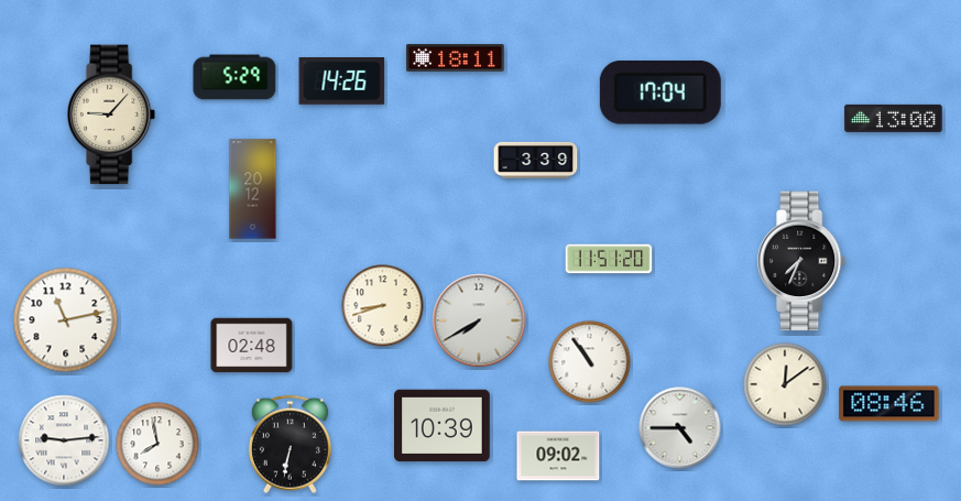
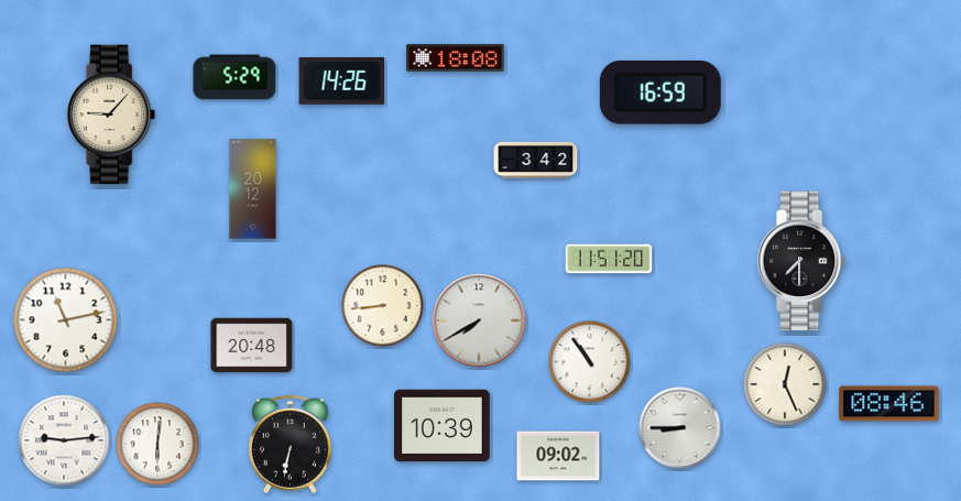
clock at (456, 58): 18:11 -> 18:08
clock at (660, 92): 17:04 -> 16:59
clock at (894, 118): 13:00 -> none
clock at (536, 160): 3:39 -> 3:42
clock at (802, 261): 7:34 -> 7:30
clock at (383, 306): 8:42 -> 8:44
clock at (252, 346): 02:48 -> 20:48
clock at (785, 384): 12:09 -> 12:26
clock at (680, 428): 4:45 -> 8:45
clock at (157, 444): 7:58 -> 6:01
